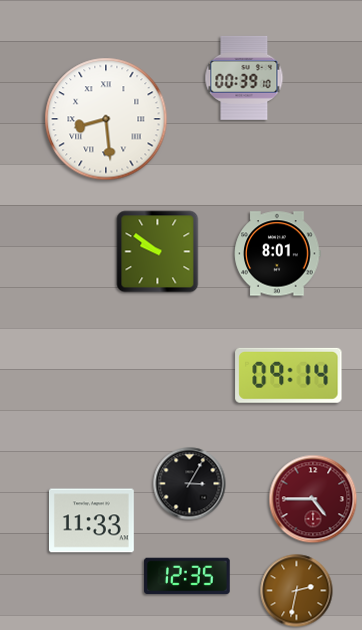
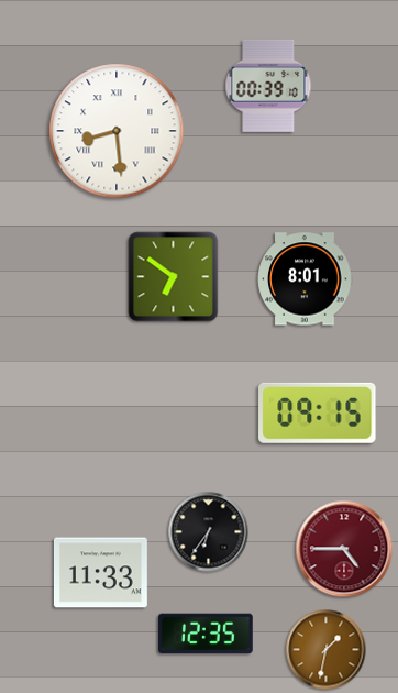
clock at (158, 252): 9:51 -> 6:51
clock at (289, 375): 09:14 -> 09:15
clock at (190, 484): 3:05 -> 6:36
clock at (297, 591): 2:32 -> 1:32
